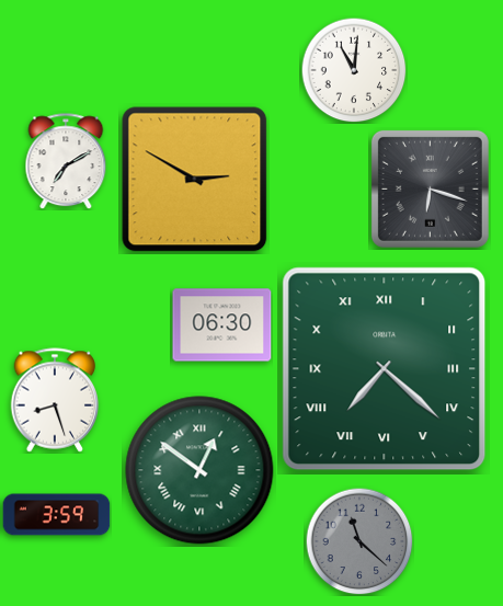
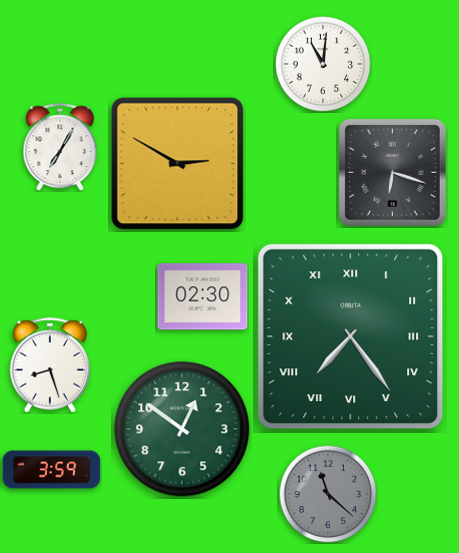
clock at (66, 161): 7:10 -> 7:05
clock at (222, 325): 06:30 -> 02:30
clock at (385, 369): 7:22 -> 7:24
clock at (199, 470) numerals: Roman -> Arabic
